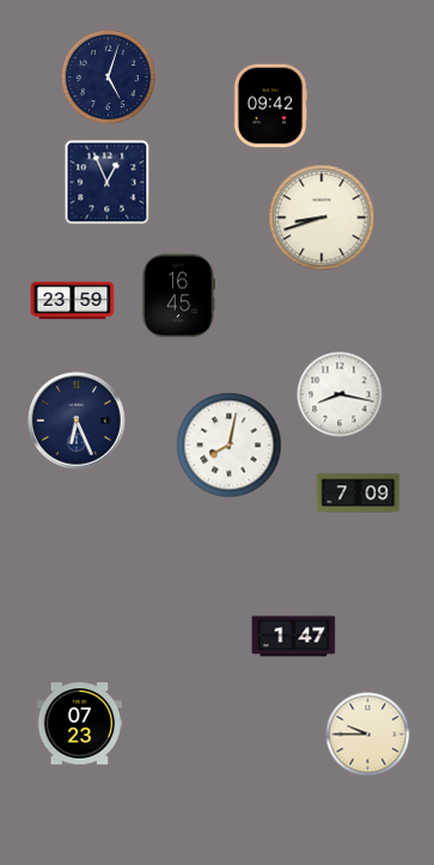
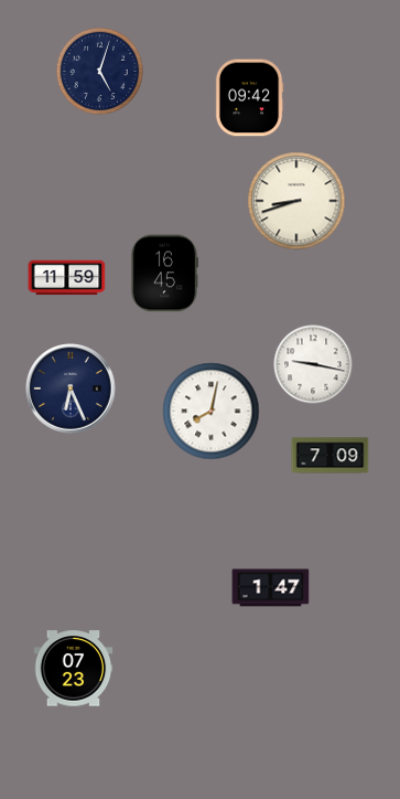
clock at (108, 183): 12:56 -> none
clock at (73, 301): 23:59 -> 11:59
clock at (340, 394): 8:17 -> 9:17
clock at (368, 735): 9:45 -> none
